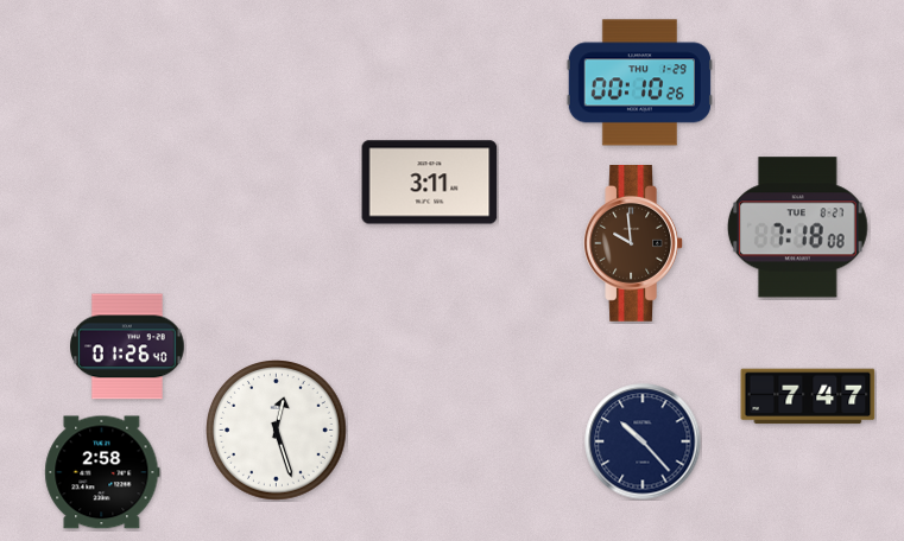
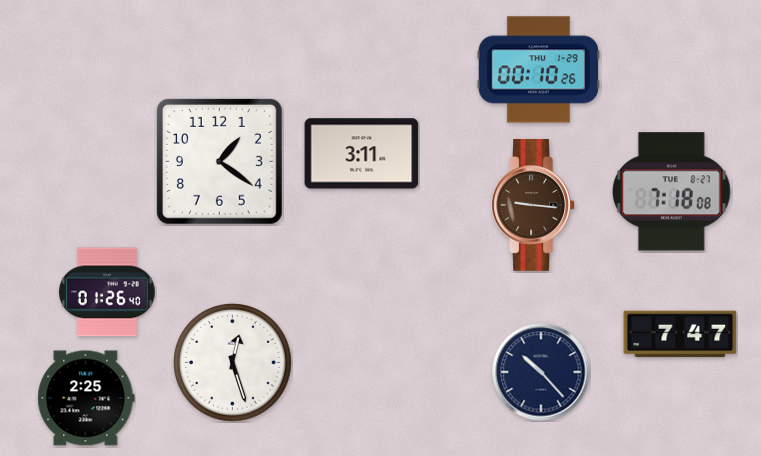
clock at (219, 161): none -> 1:21
clock at (633, 243): 9:59 -> 9:16
clock at (102, 472): 2:58 -> 2:25
